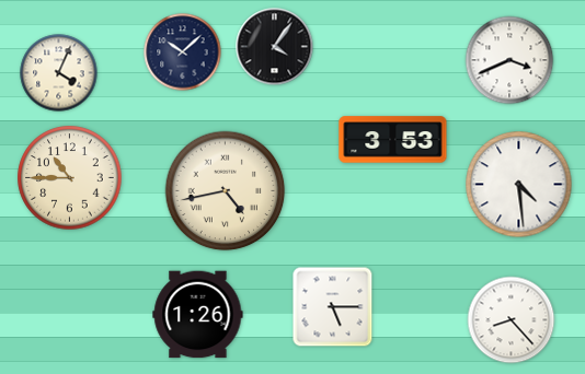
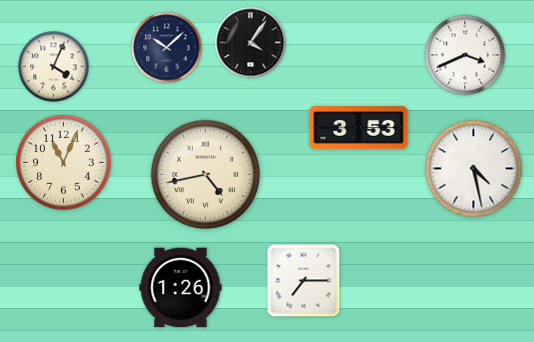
clock at (70, 178): 10:45 -> 11:04
clock at (519, 185): 4:29 -> 4:28
clock at (333, 307): 5:15 -> 7:15
clock at (512, 320): 8:23 -> none
